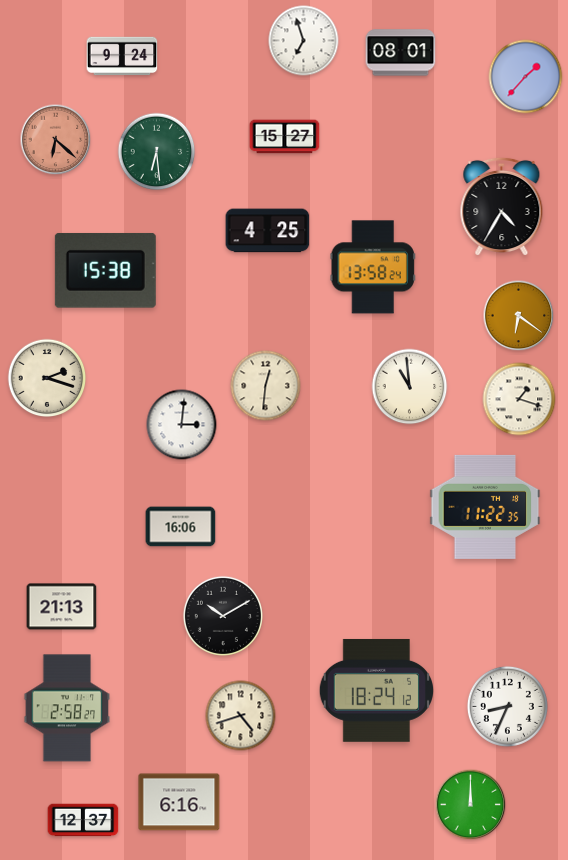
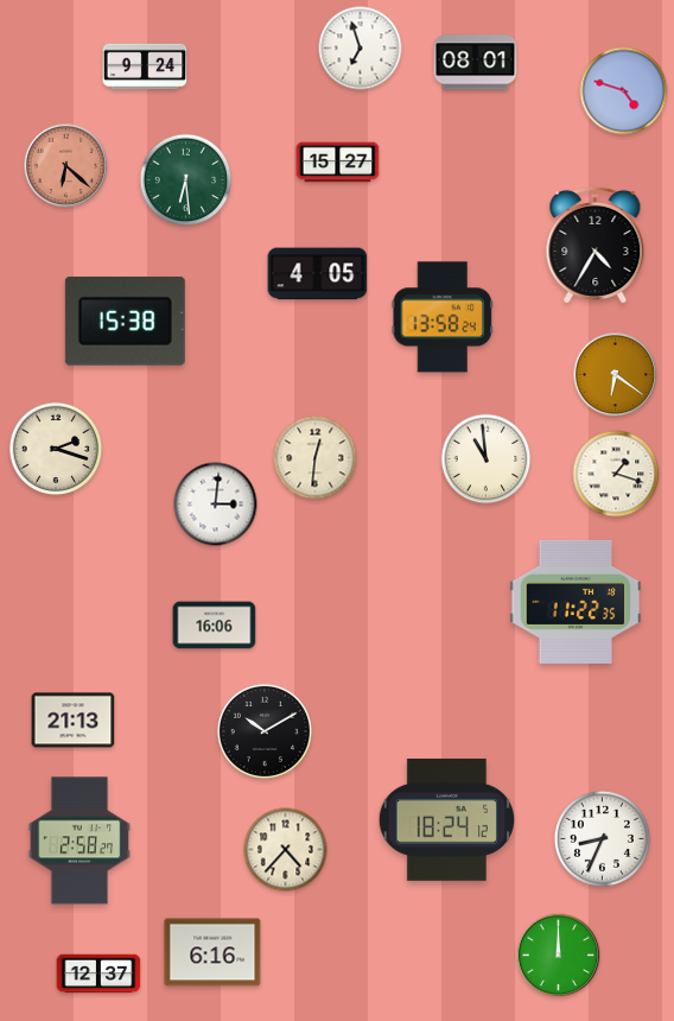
clock at (526, 77): 1:37 -> 4:48
clock at (268, 231): 4:25 -> 4:05
clock at (241, 716): 4:42 -> 4:37
